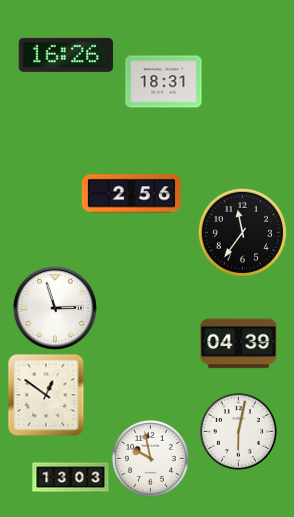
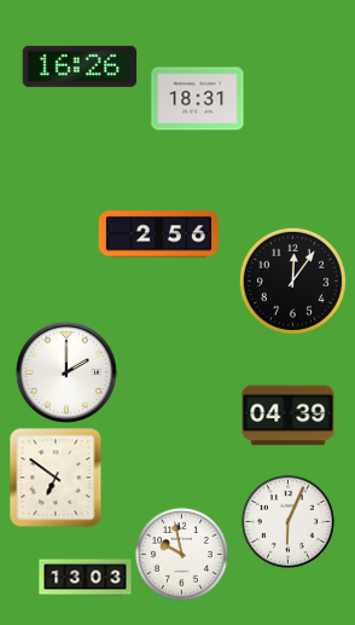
clock at (242, 232): 11:36 -> 12:06
clock at (55, 308): 2:57 -> 2:00
clock at (46, 395): 12:51 -> 6:51
clock at (238, 431): 6:02 -> 6:04
